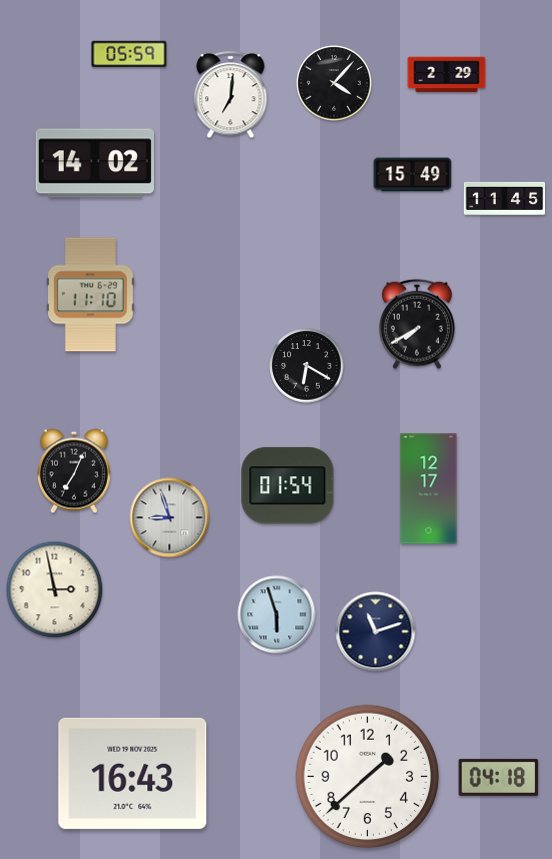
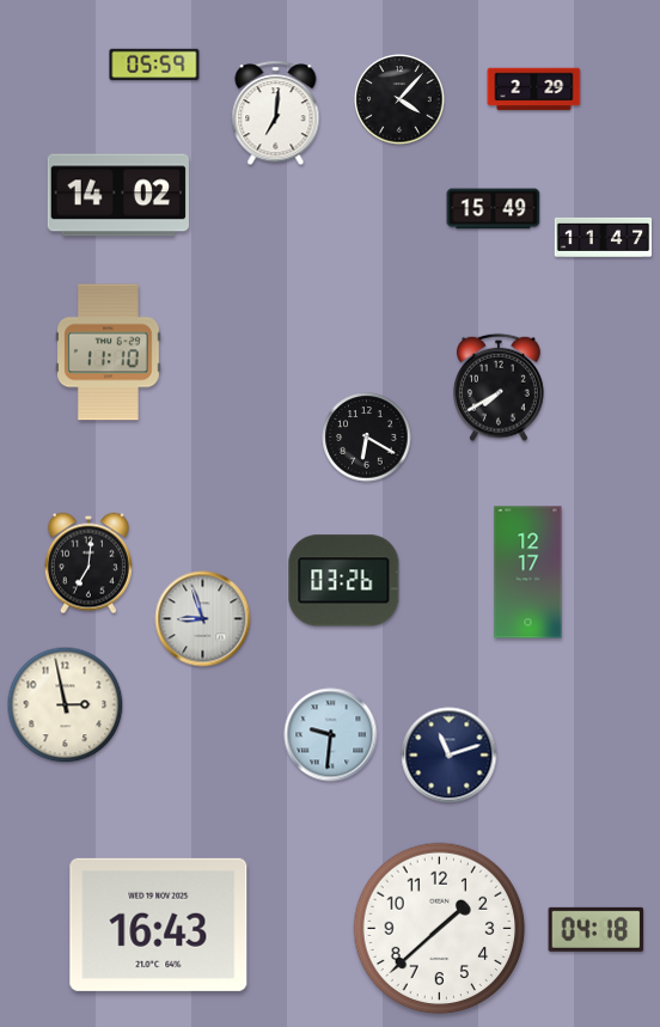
clock at (95, 163) position: (95, 163) -> (118, 195)
clock at (505, 198): 11:45 -> 11:47
clock at (74, 471): 7:04 -> 7:01
clock at (288, 486): 01:54 -> 03:26
clock at (429, 489) position: (429, 489) -> (528, 573)
clock at (277, 615): 5:57 -> 9:31
